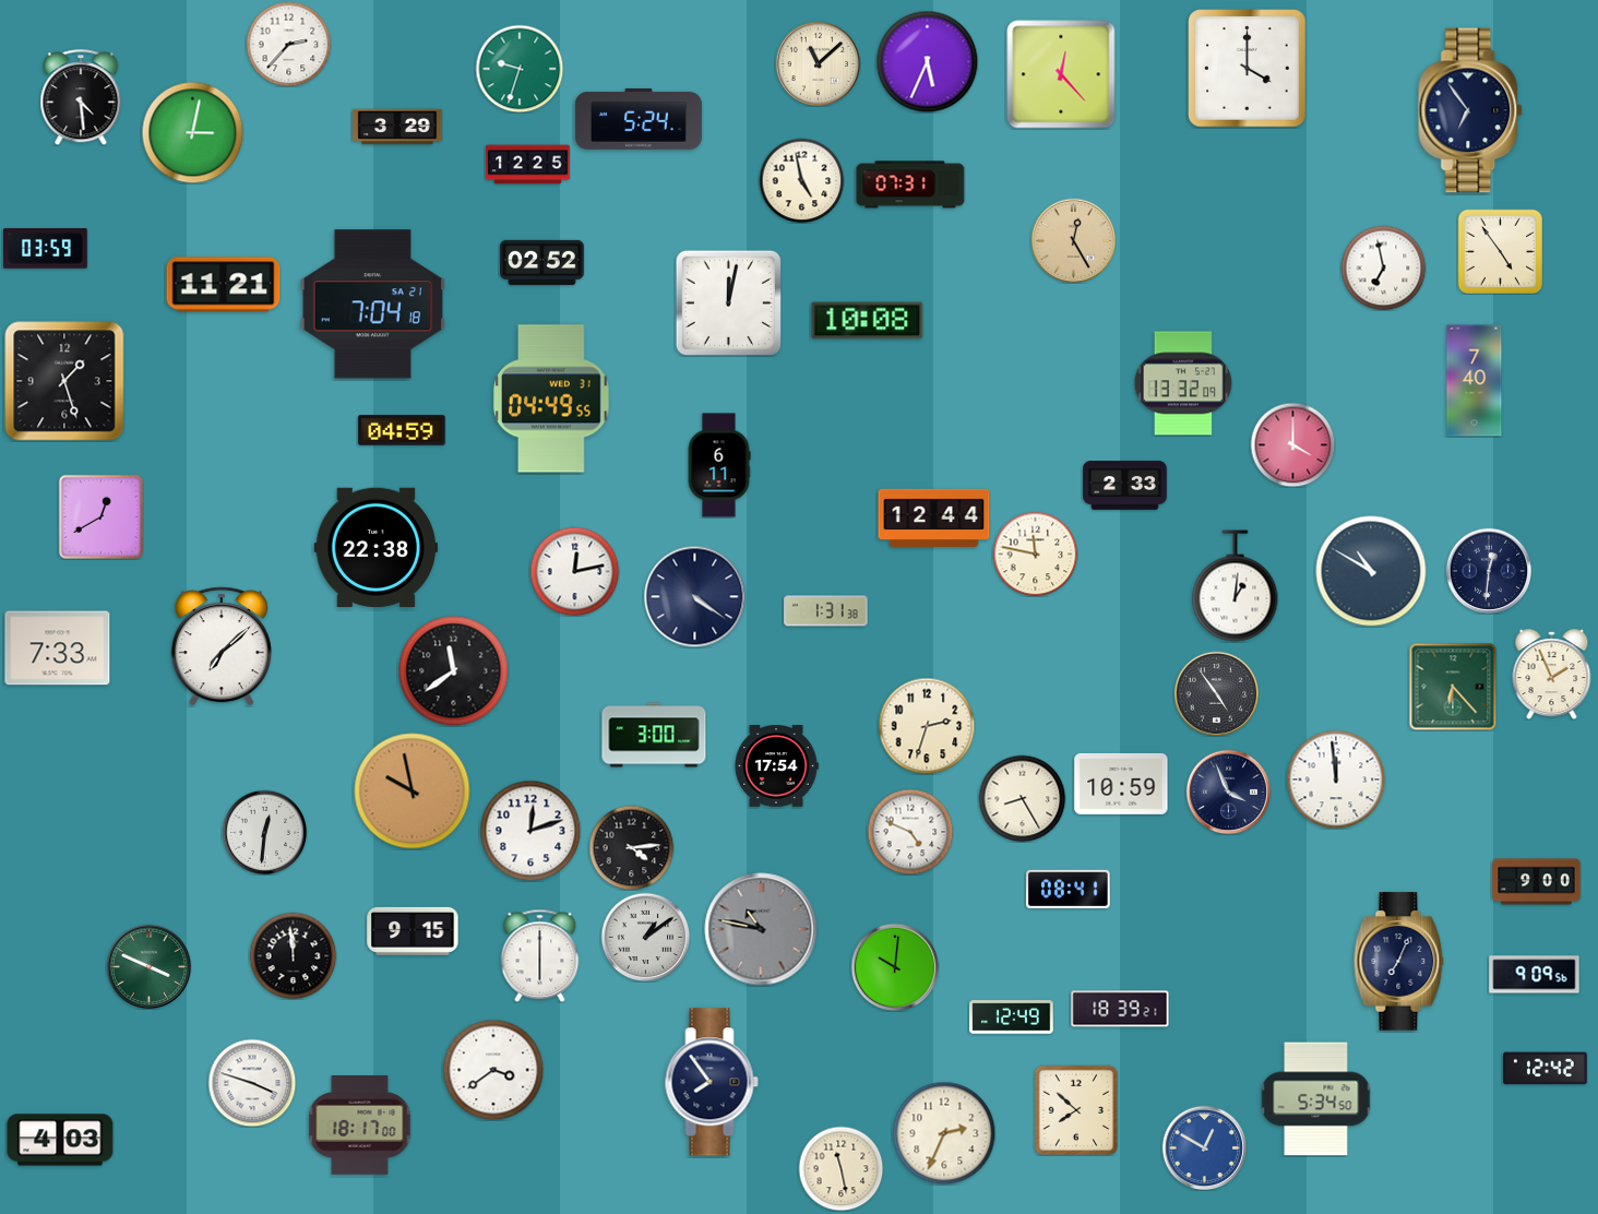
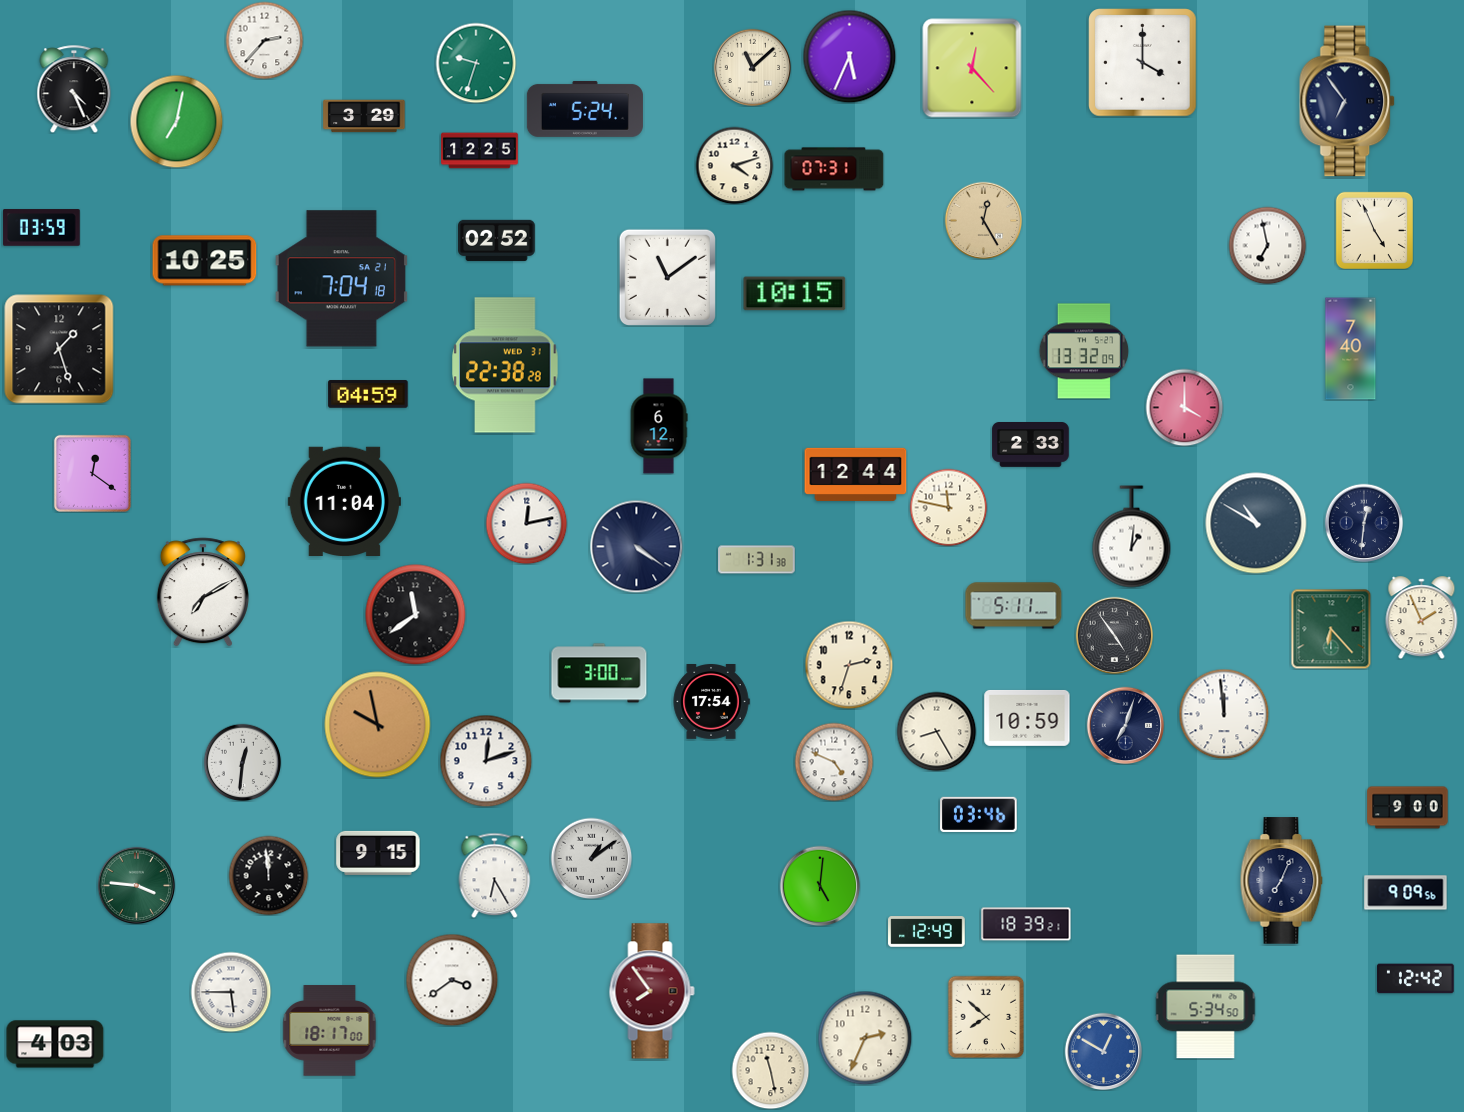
clock at (818, 63) position: (818, 63) -> (752, 67)
clock at (81, 97): 4:29 -> 4:26
clock at (192, 132): 3:02 -> 7:02
clock at (528, 165) position: (528, 165) -> (480, 151)
clock at (801, 180): 4:58 -> 4:12
clock at (1500, 251): 4:54 -> 4:56
clock at (224, 285): 11:21 -> 10:25
clock at (728, 302): 12:02 -> 11:09
clock at (868, 321): 10:08 -> 10:15
clock at (551, 398): 04:49 -> 22:38
clock at (719, 465): 6:11 -> 6:12
clock at (100, 516): 12:40 -> 12:21
clock at (375, 547): 22:38 -> 11:04
clock at (222, 646): 7:08 -> 7:10
clock at (58, 648): 7:33 -> none
clock at (1014, 606): none -> 5:11
clock at (1228, 792): 3:56 -> 7:03
clock at (631, 847): 4:14 -> none
clock at (1069, 889): 08:41 -> 03:46
clock at (761, 929): 10:47 -> none
clock at (540, 955): 6:00 -> 6:25
clock at (148, 966): 3:49 -> 3:46
clock at (895, 967): 10:01 -> 5:01
clock at (712, 1082) dial: navy -> burgundy
clock at (252, 1083): 3:48 -> 5:45
